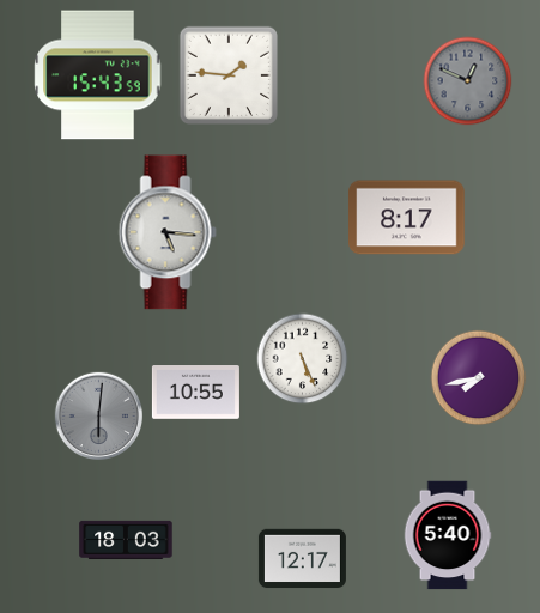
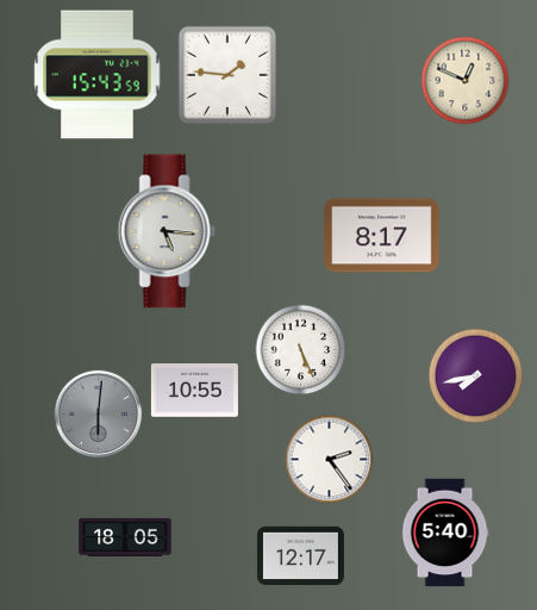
clock at (468, 81) dial: grey -> cream
clock at (407, 218) position: (407, 218) -> (382, 236)
clock at (303, 359) position: (303, 359) -> (301, 350)
clock at (330, 460): none -> 2:24
clock at (126, 540): 18:03 -> 18:05
